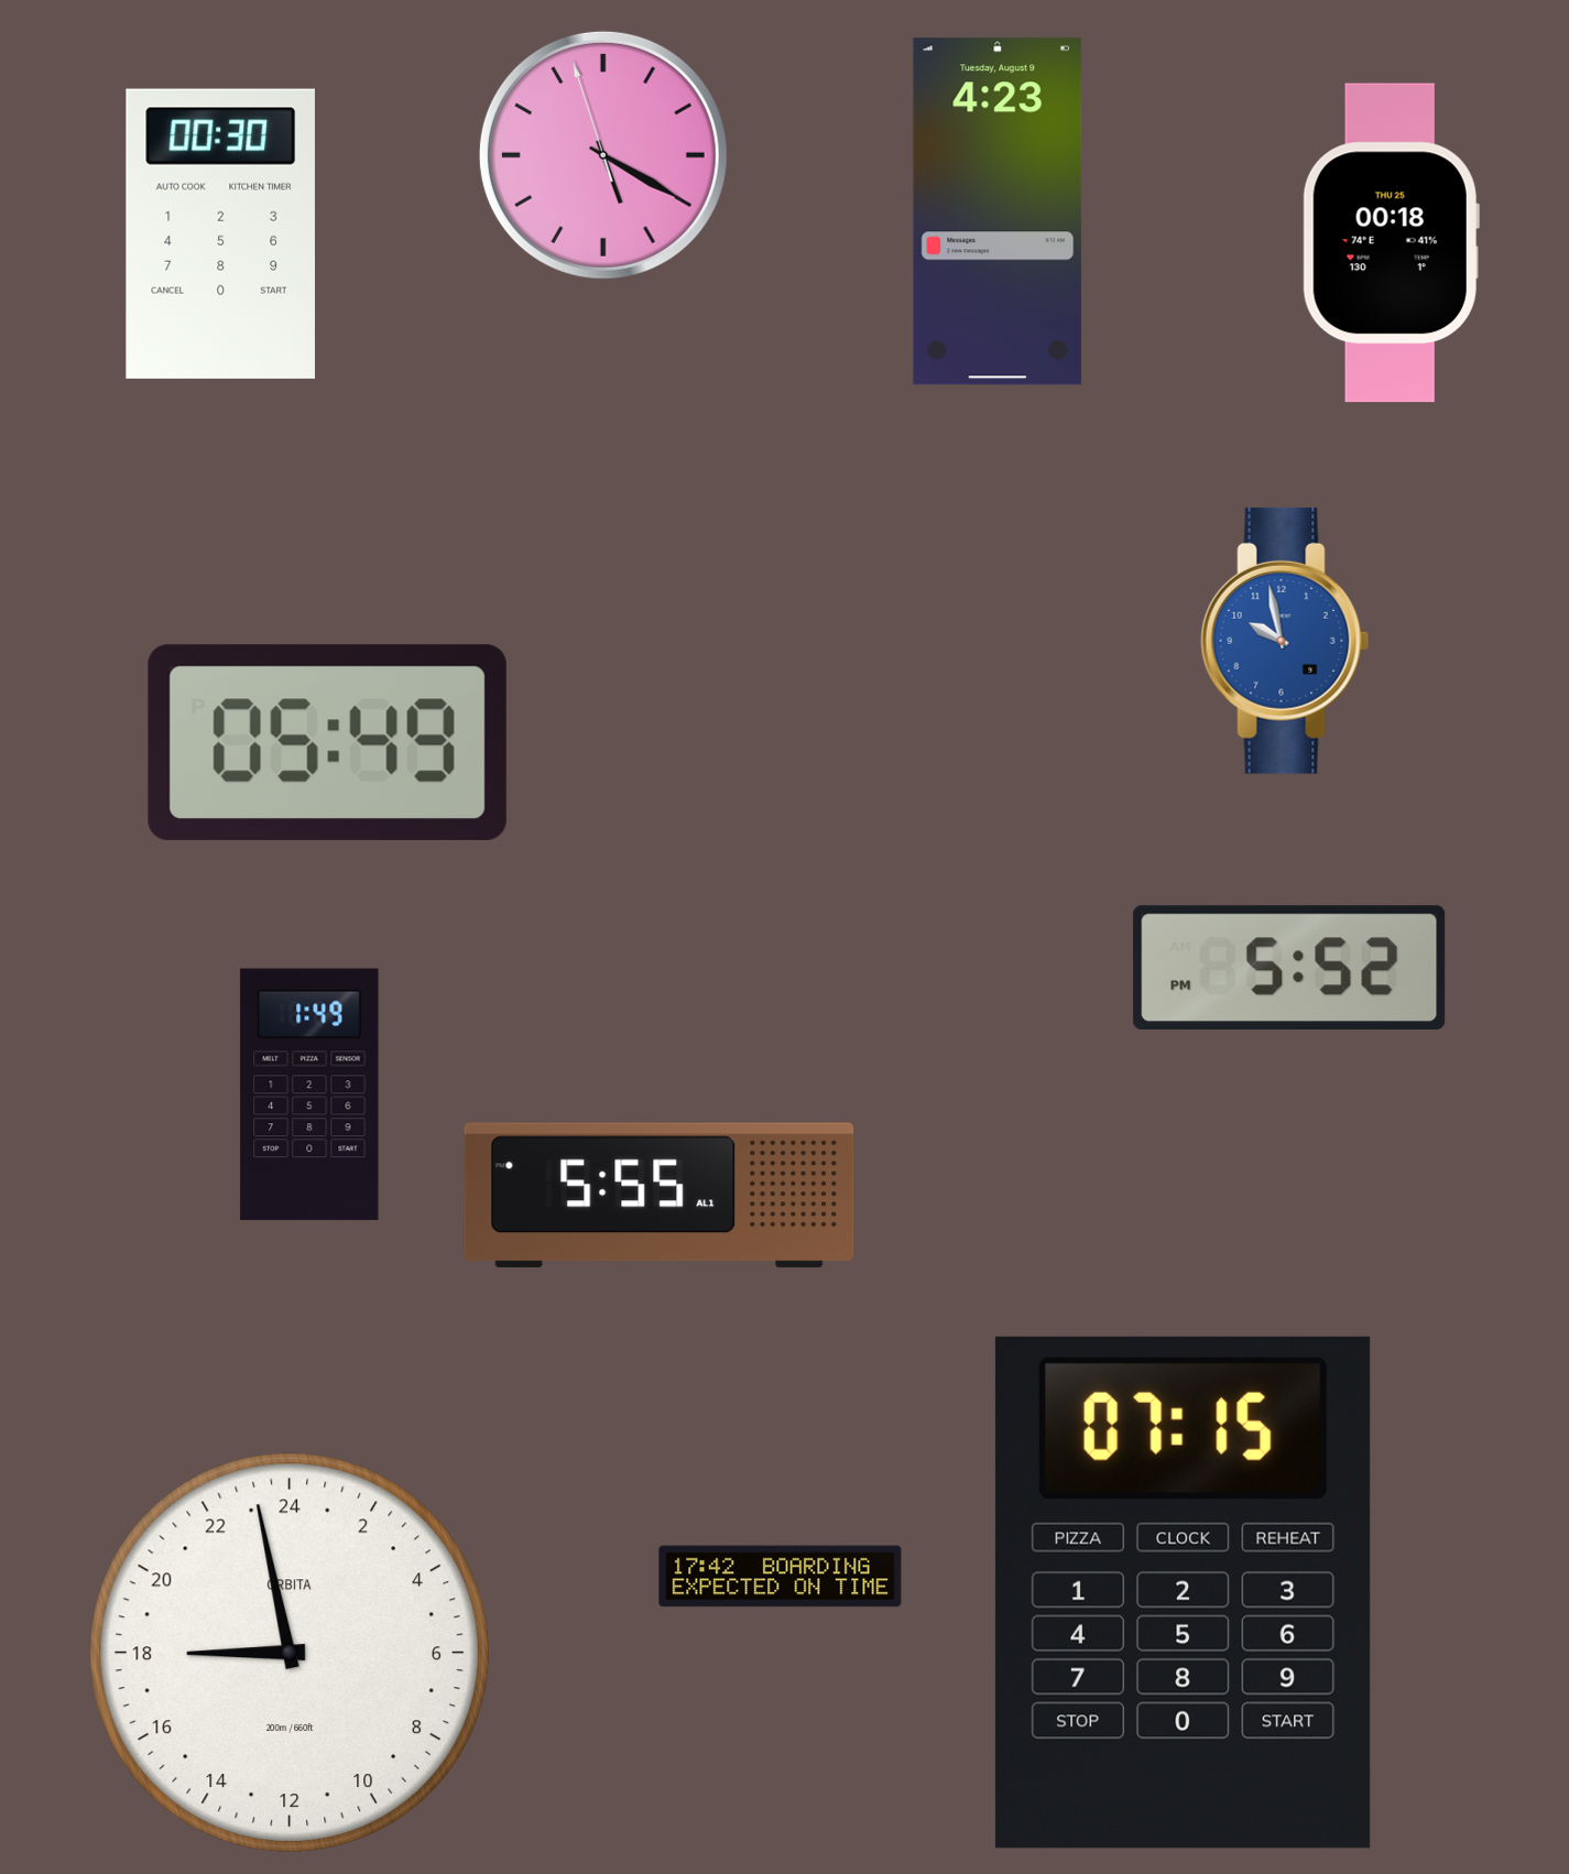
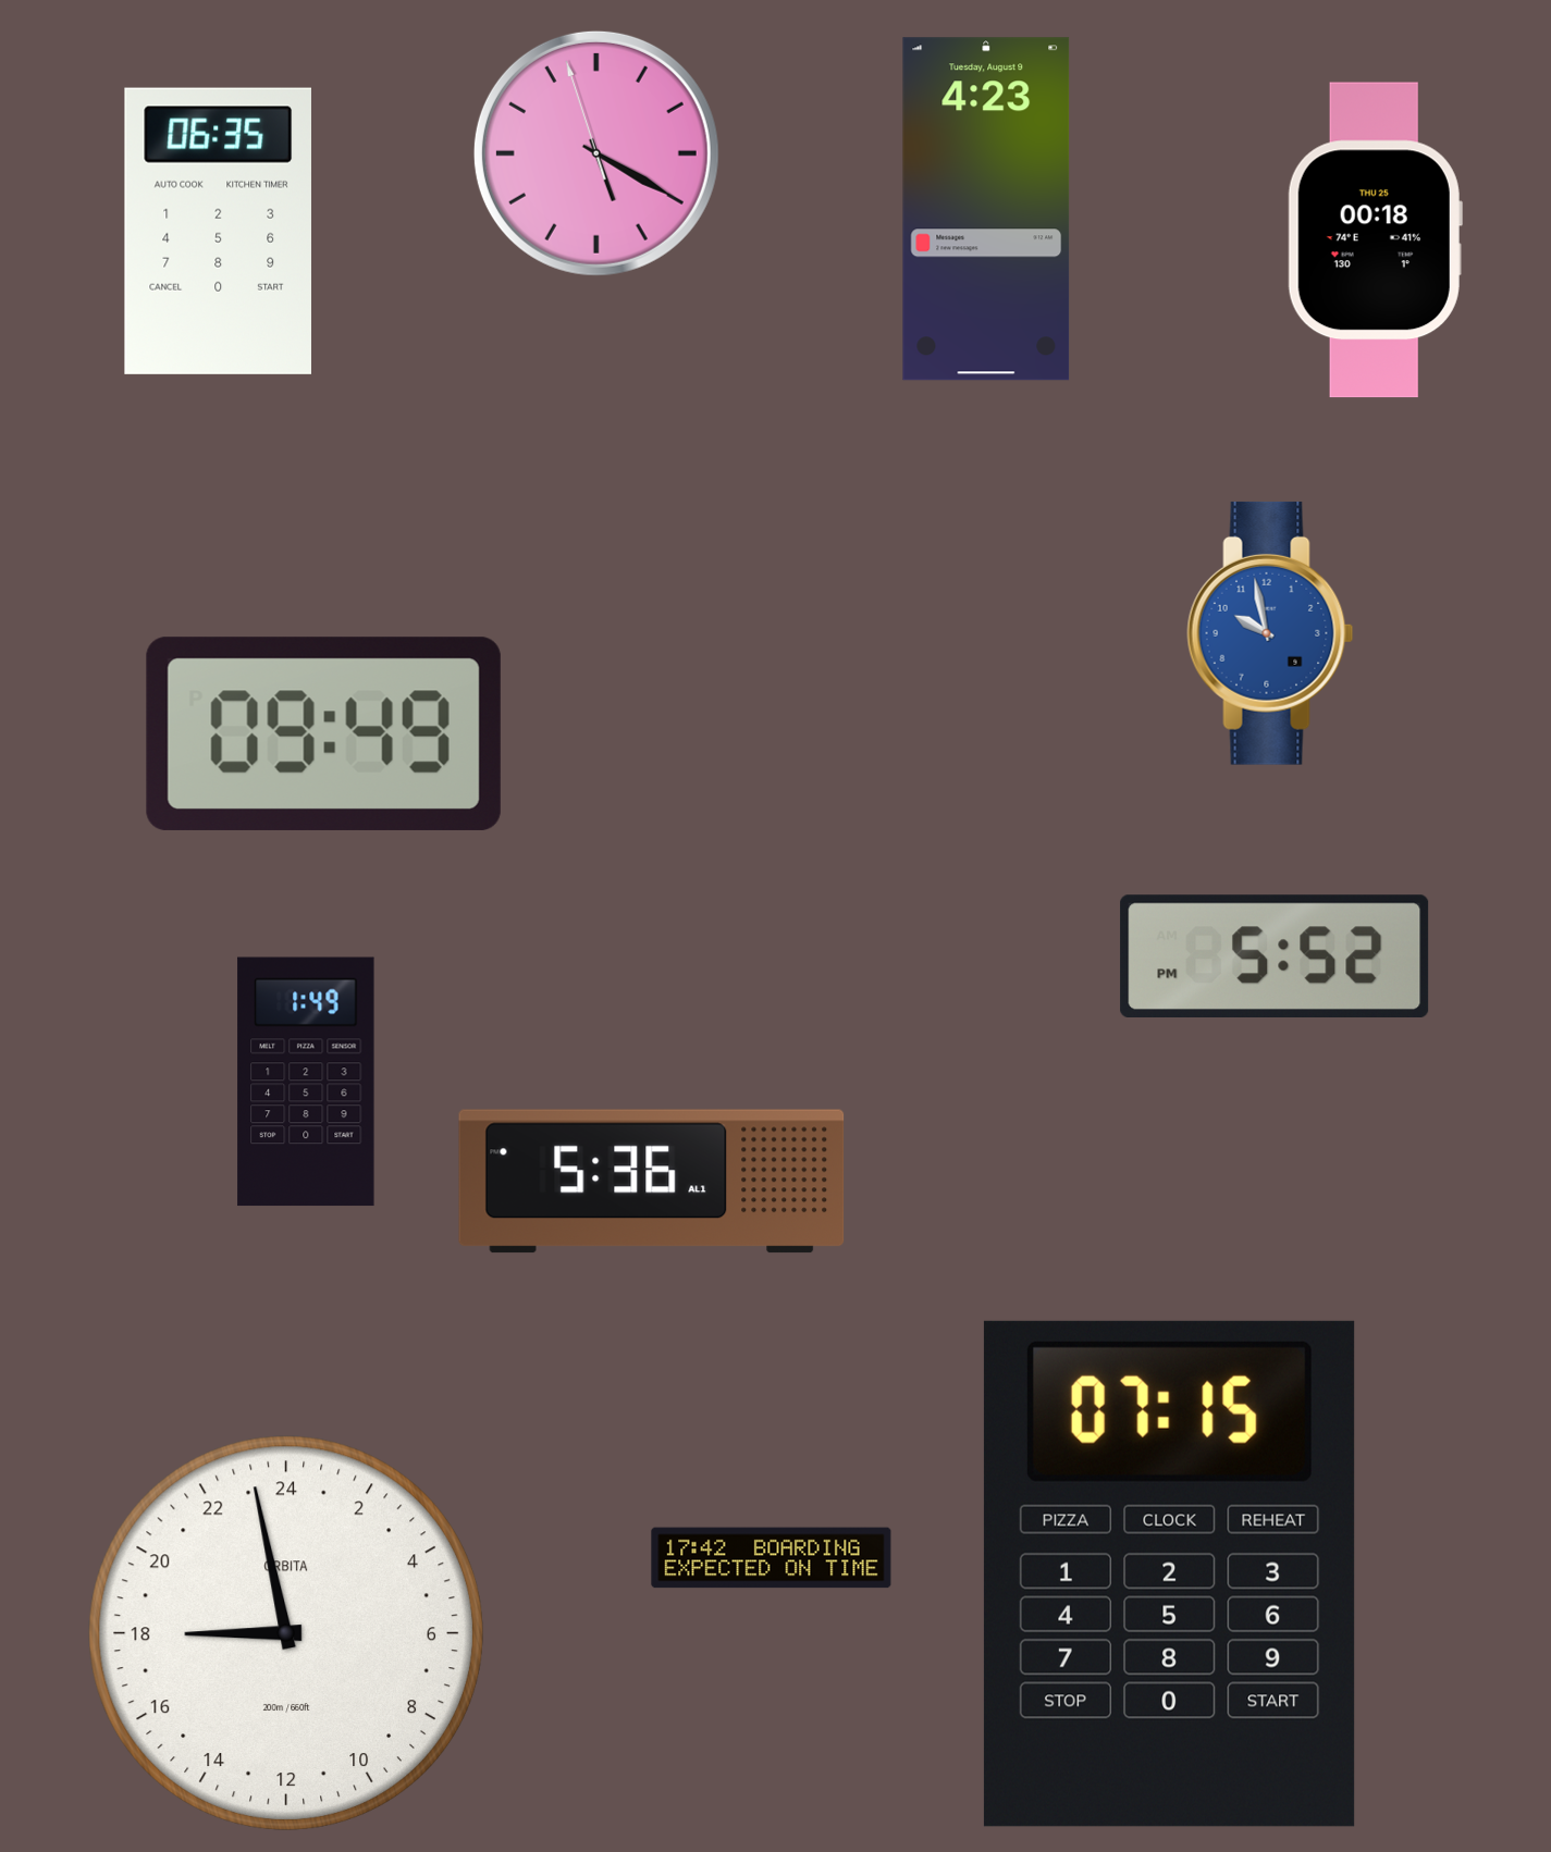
clock at (220, 233): 00:30 -> 06:35
clock at (327, 742): 05:49 -> 09:49
clock at (660, 1196): 5:55 -> 5:36
